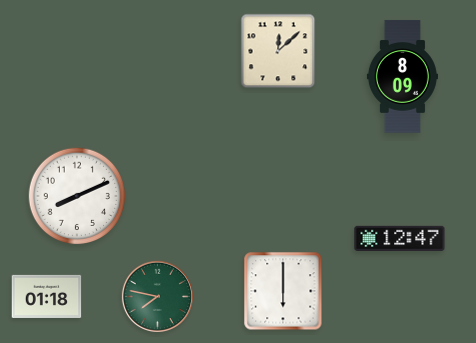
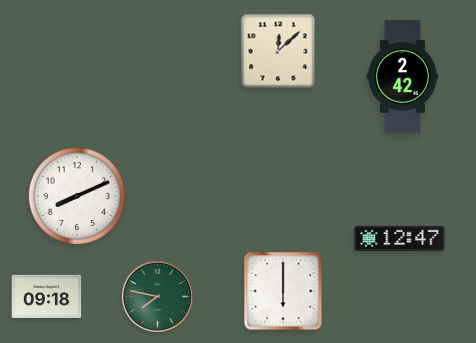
clock at (402, 77): 8:09 -> 2:42
clock at (47, 296): 01:18 -> 09:18
